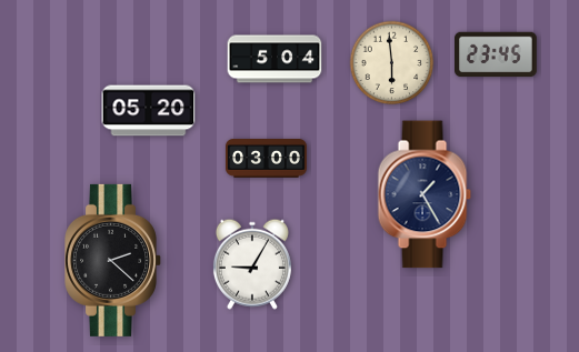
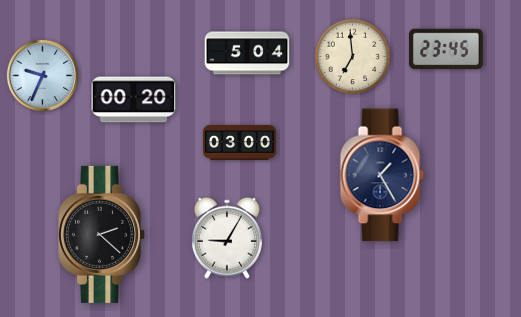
clock at (392, 63): 5:59 -> 6:59
clock at (42, 75): none -> 9:34
clock at (149, 111): 05:20 -> 00:20
